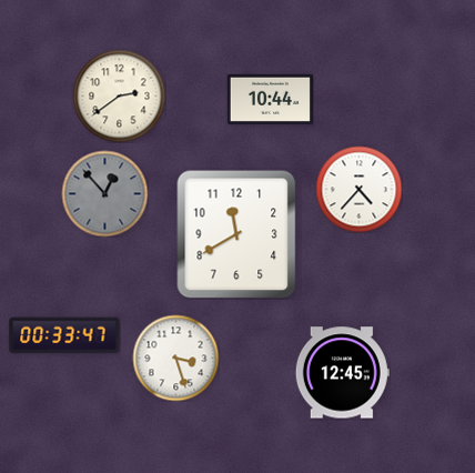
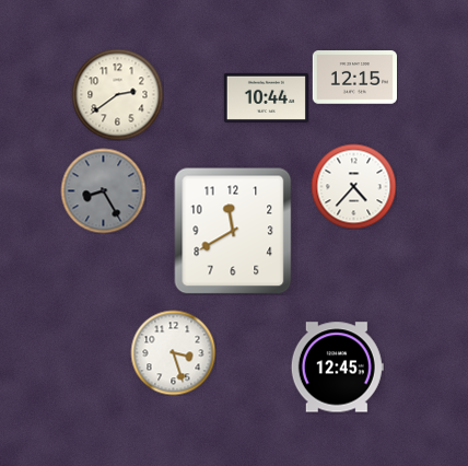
clock at (354, 78): none -> 12:15
clock at (104, 193): 12:53 -> 8:25
clock at (64, 335): 00:33 -> none
